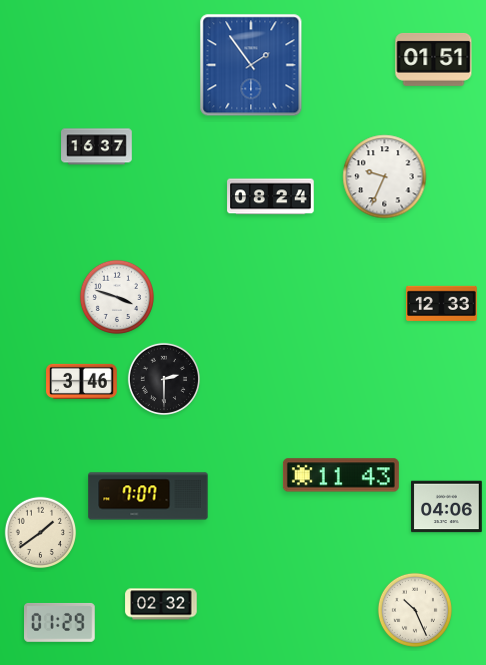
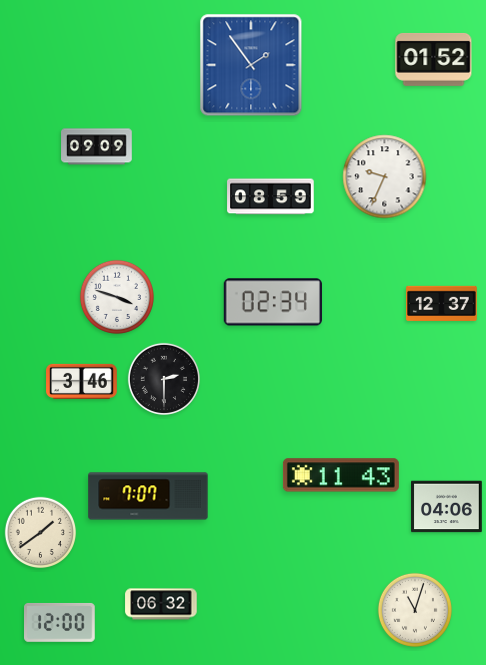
clock at (434, 59): 01:51 -> 01:52
clock at (97, 147): 16:37 -> 09:09
clock at (271, 197): 08:24 -> 08:59
clock at (272, 302): none -> 02:34
clock at (442, 303): 12:33 -> 12:37
clock at (161, 604): 02:32 -> 06:32
clock at (415, 610): 10:26 -> 11:03
clock at (60, 622): 01:29 -> 12:00
